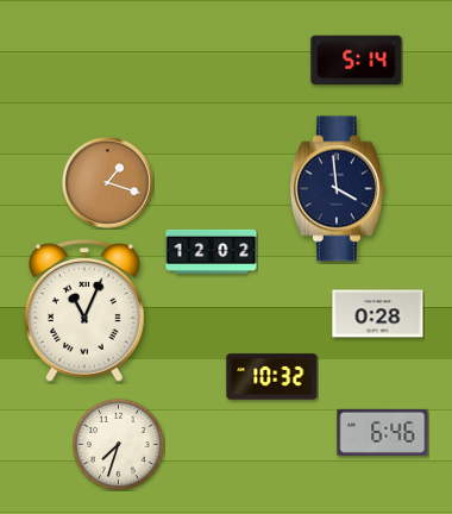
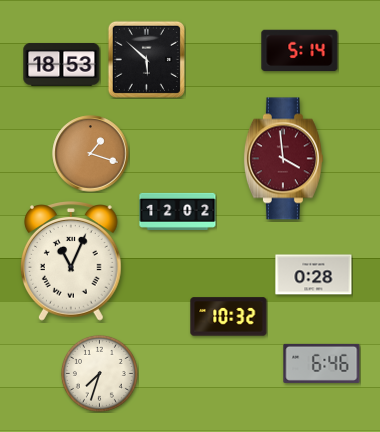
clock at (146, 59): none -> 5:52
clock at (62, 64): none -> 18:53
clock at (337, 189) dial: navy -> burgundy
clock at (378, 314) position: (378, 314) -> (314, 275)
